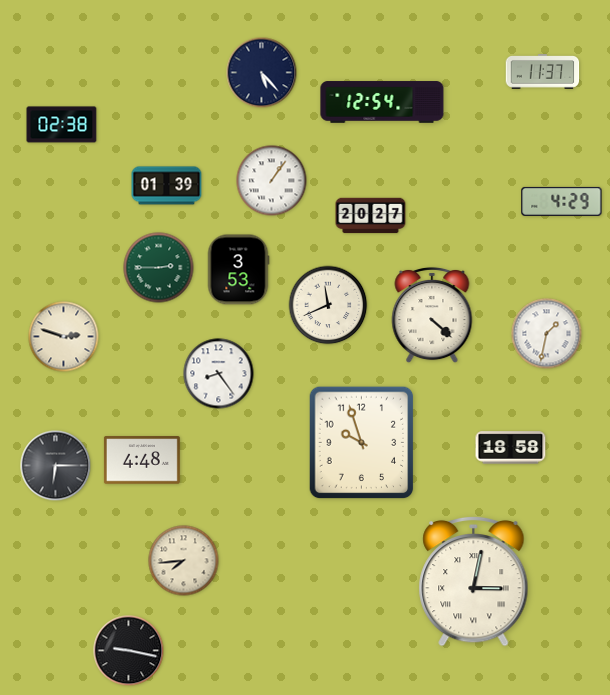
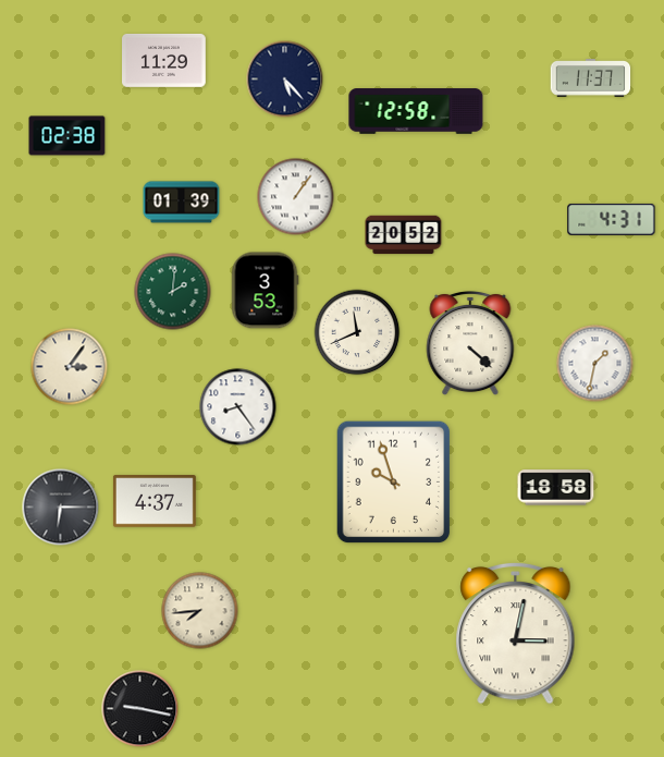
clock at (164, 60): none -> 11:29
clock at (382, 102): 12:54 -> 12:58
clock at (562, 201): 4:29 -> 4:31
clock at (371, 216): 20:27 -> 20:52
clock at (159, 268): 2:45 -> 2:01
clock at (238, 270) position: (238, 270) -> (265, 291)
clock at (64, 337): 2:48 -> 3:06
clock at (142, 460): 4:48 -> 4:37
